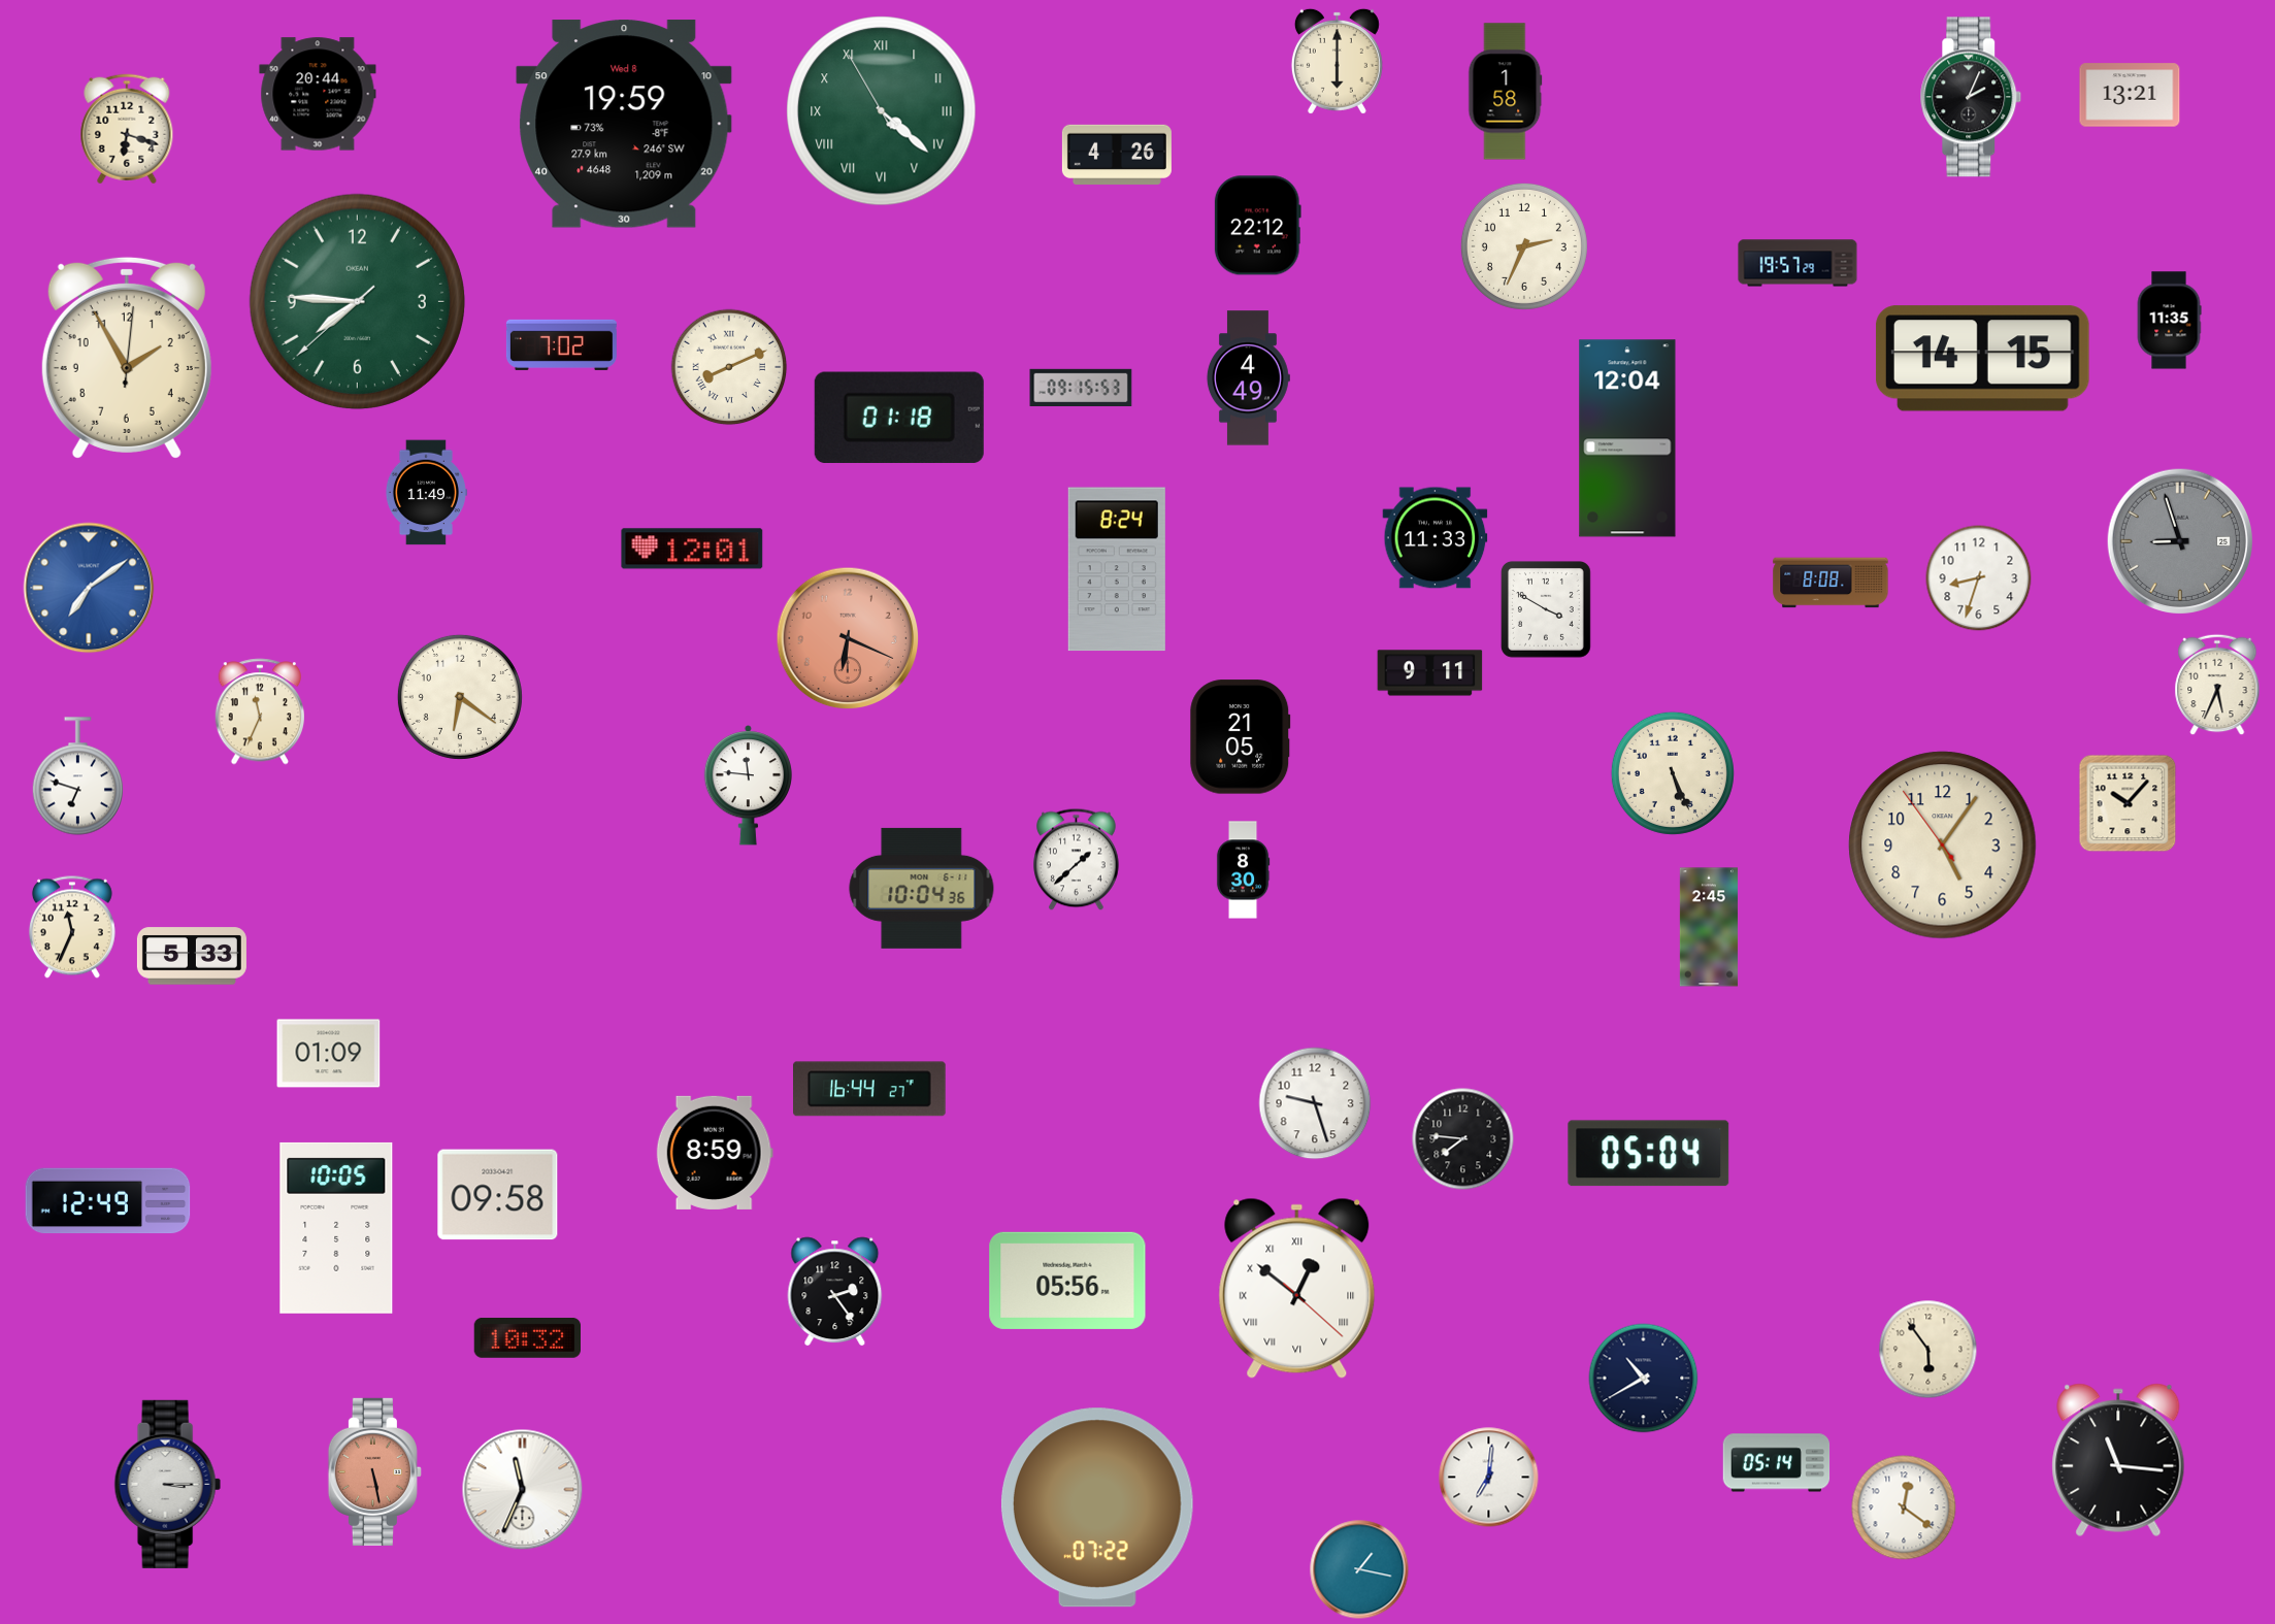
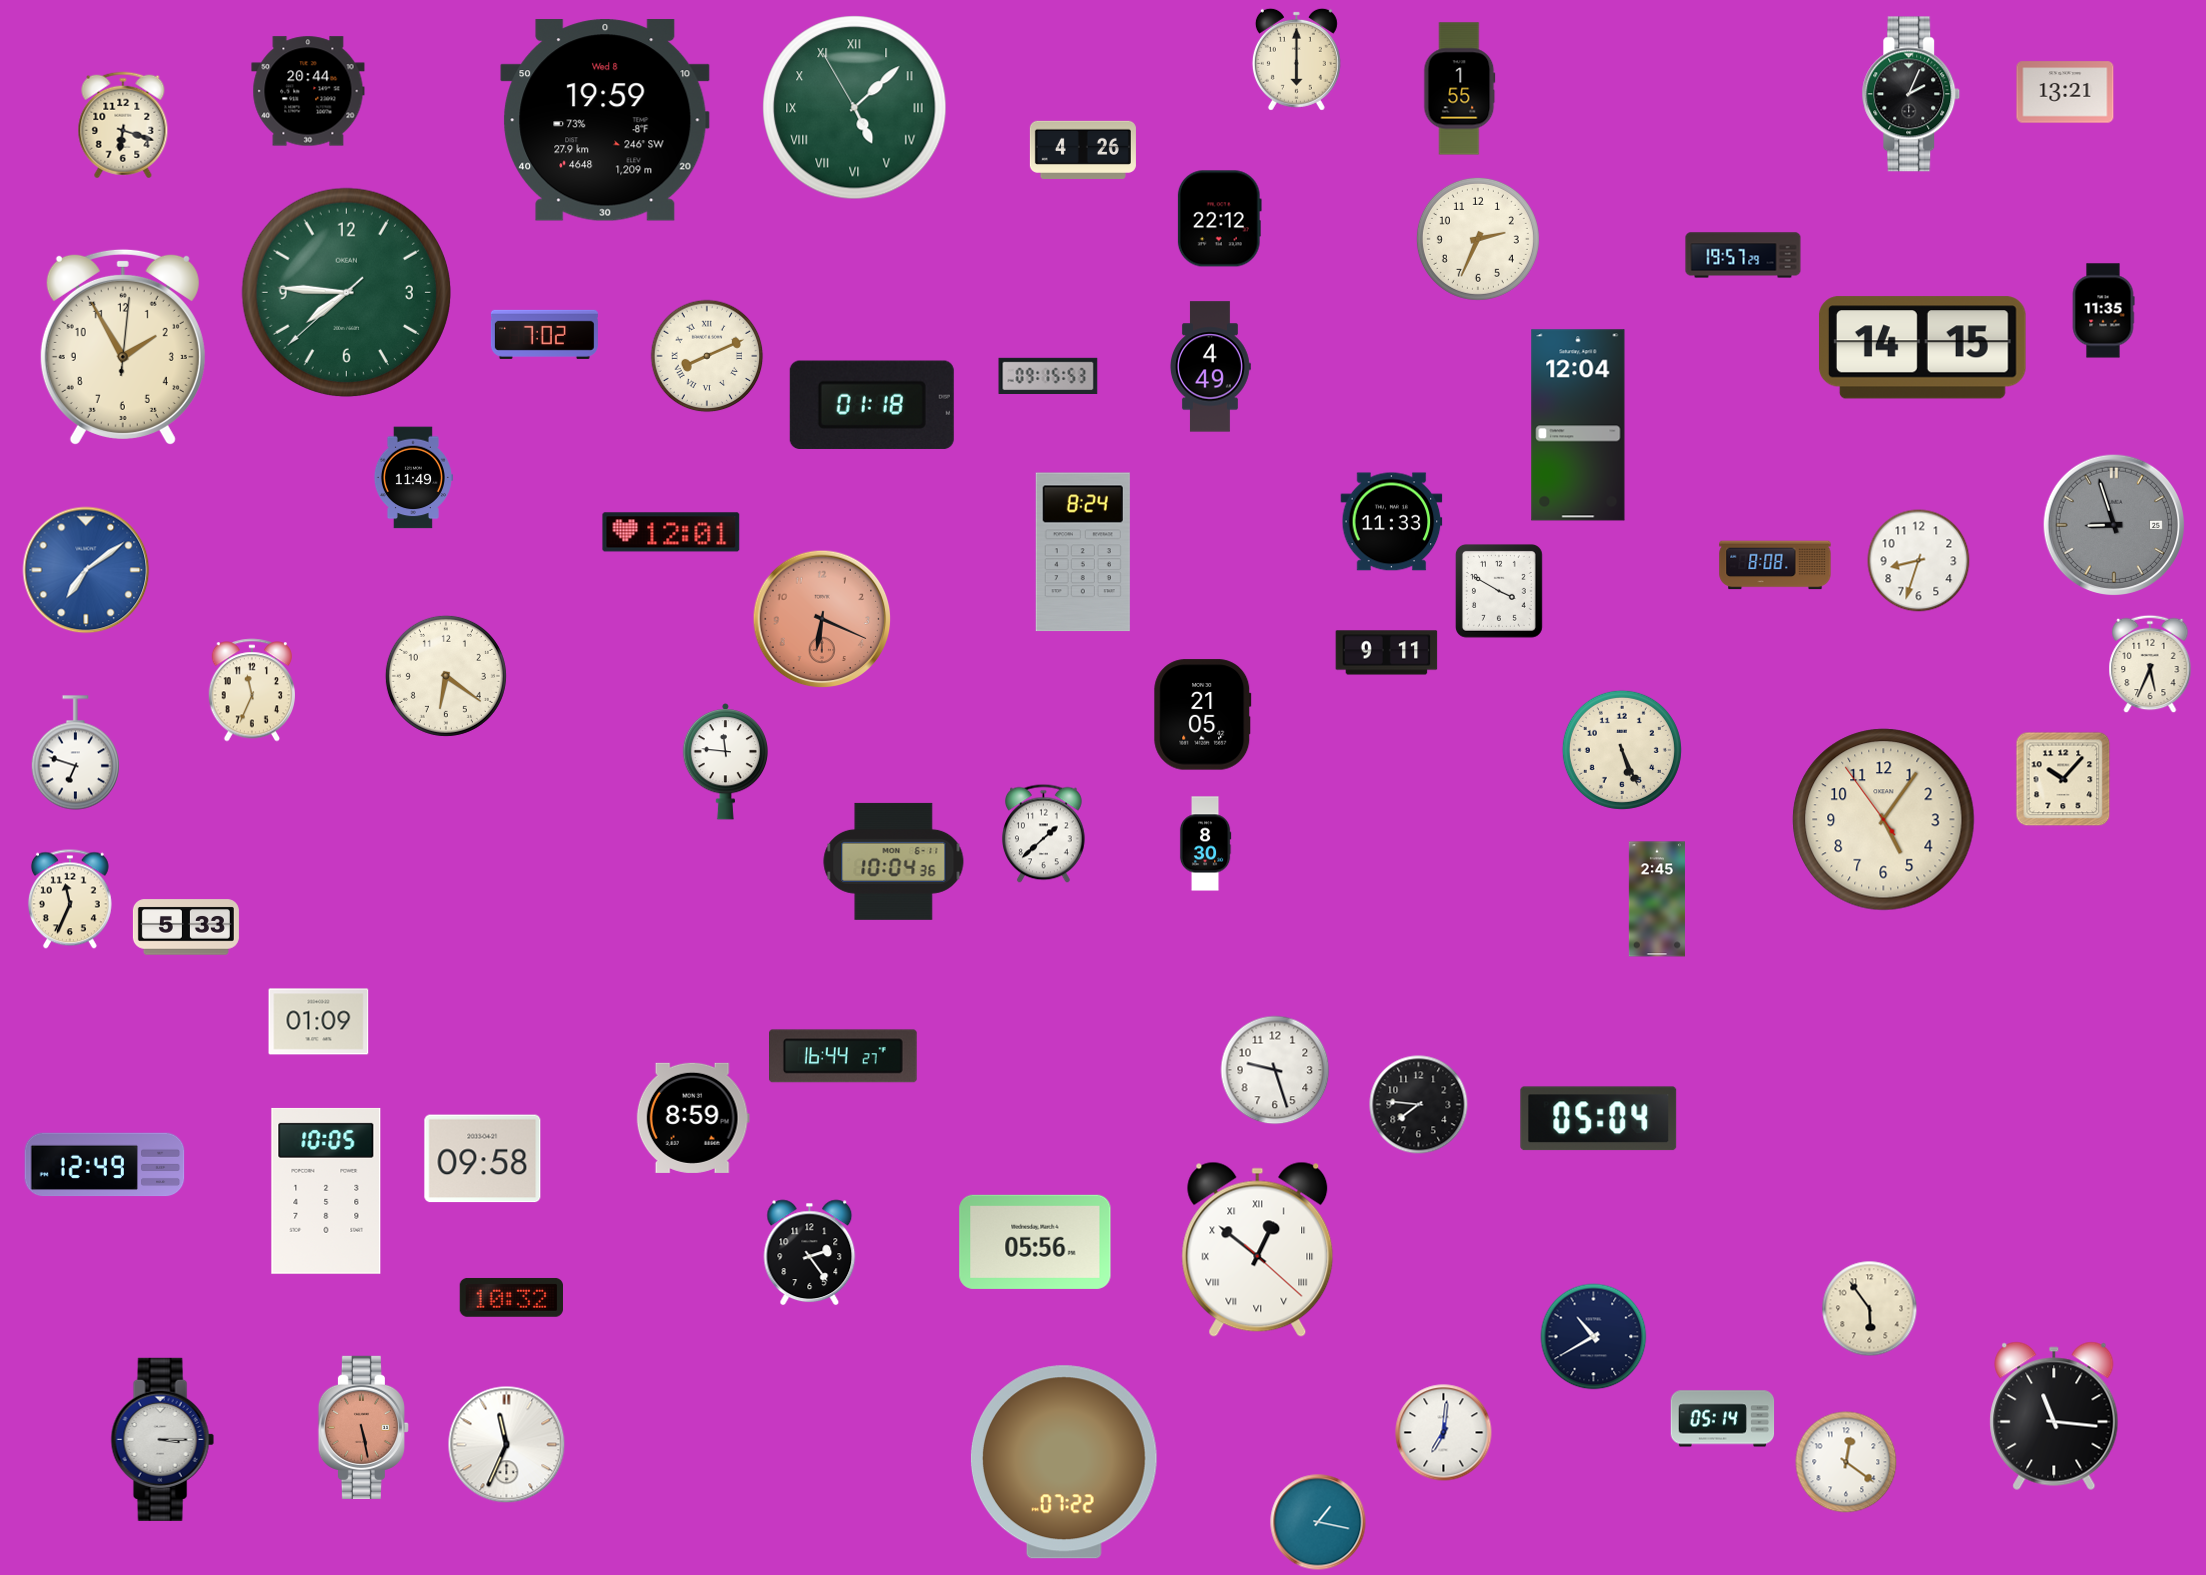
clock at (1506, 92): 1:58 -> 1:55
clock at (882, 111): 4:21 -> 5:07
